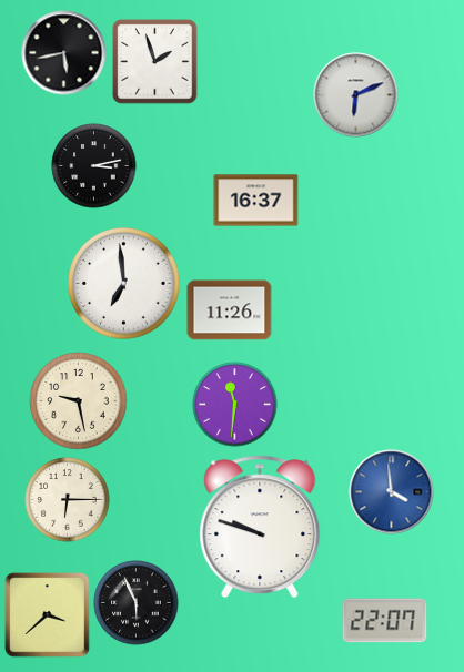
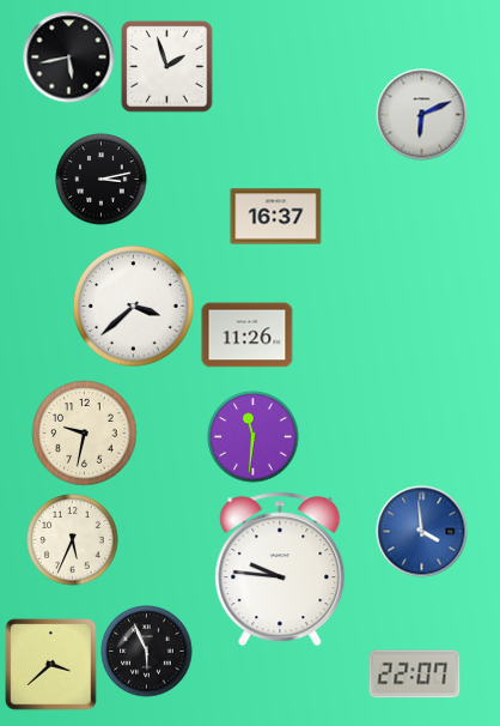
clock at (356, 95) position: (356, 95) -> (422, 115)
clock at (124, 284): 6:59 -> 3:38
clock at (79, 401): 9:28 -> 9:32
clock at (68, 500): 6:15 -> 5:34
clock at (260, 527): 9:48 -> 9:46
clock at (385, 621) position: (385, 621) -> (415, 674)
